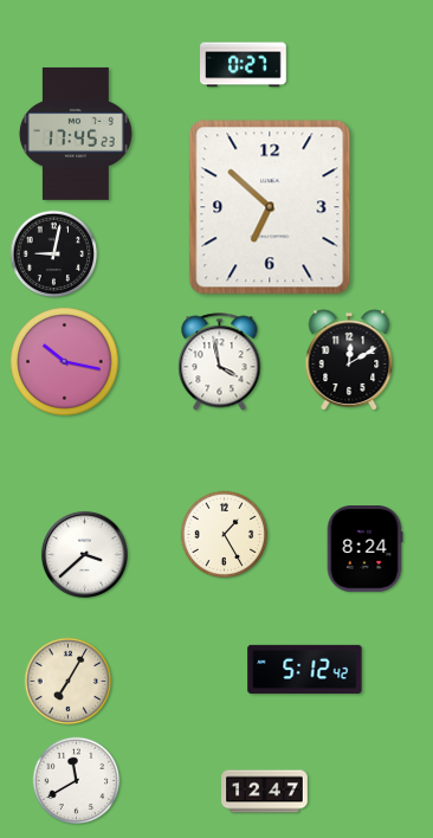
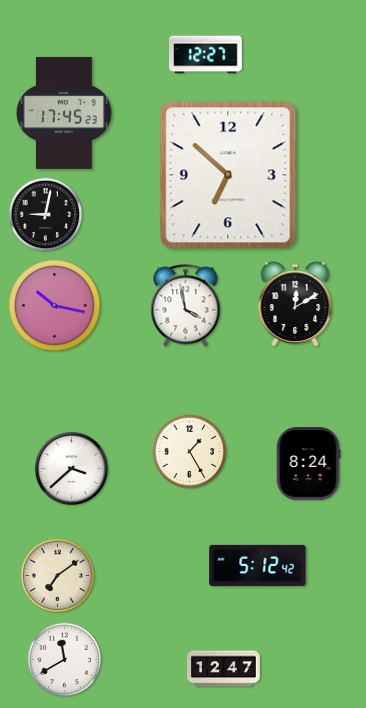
clock at (244, 65): 0:27 -> 12:27
clock at (69, 682): 7:05 -> 7:09
